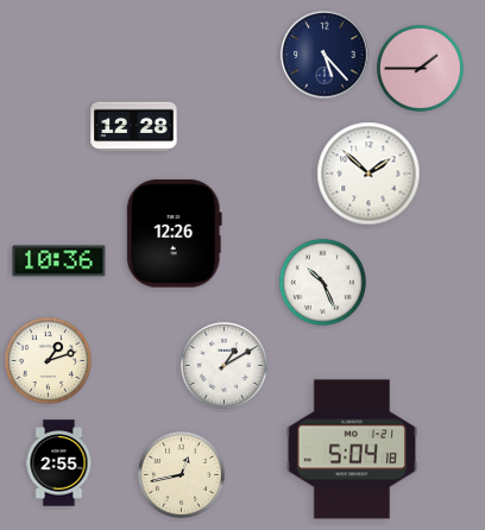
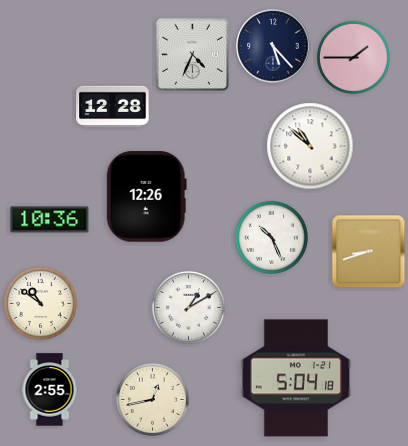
clock at (192, 54): none -> 4:34
clock at (369, 173): 1:52 -> 10:52
clock at (369, 252): none -> 8:42
clock at (48, 360): 1:12 -> 10:51
